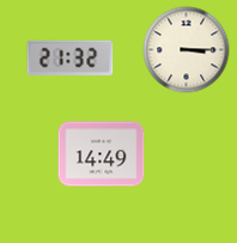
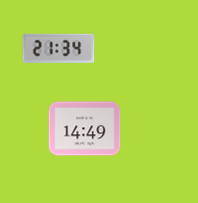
clock at (187, 50): 3:15 -> none
clock at (71, 57): 21:32 -> 21:34
